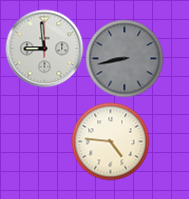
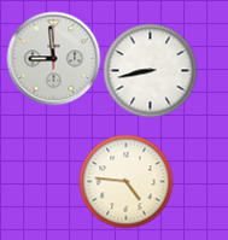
clock at (124, 58) dial: grey -> white
clock at (110, 141) position: (110, 141) -> (125, 181)
